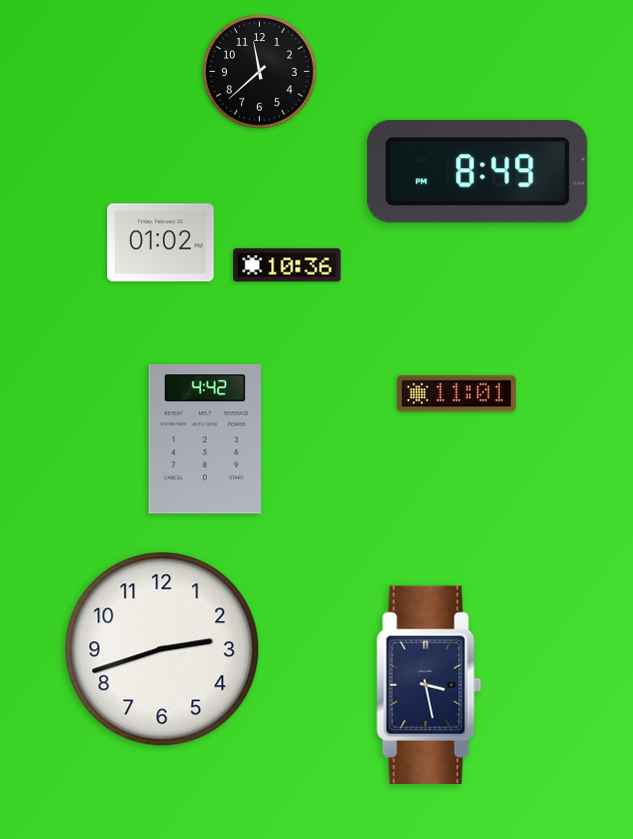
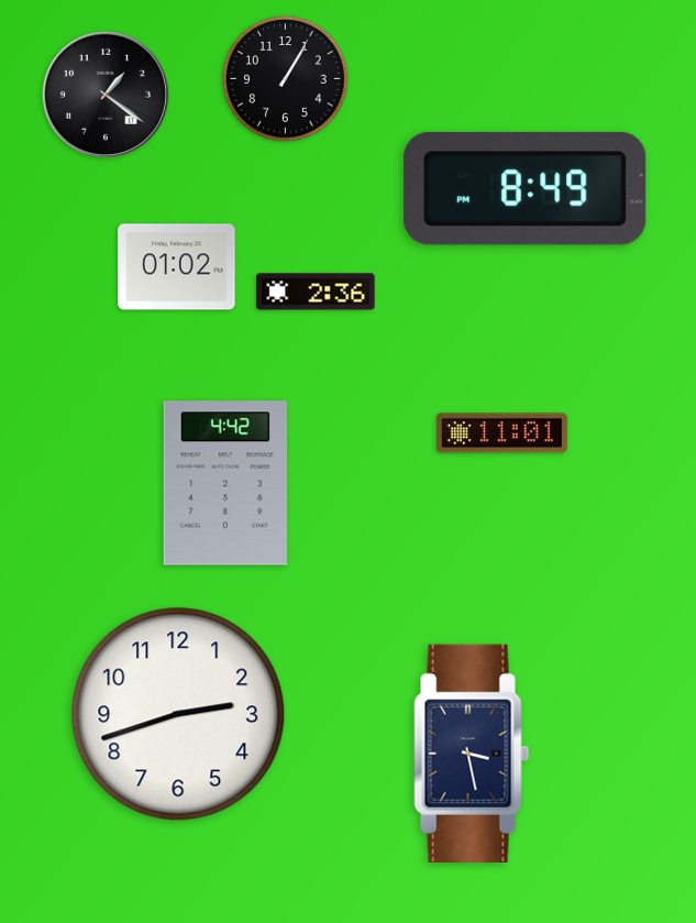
clock at (260, 72): 11:38 -> 1:05
clock at (106, 95): none -> 1:21
clock at (287, 265): 10:36 -> 2:36
